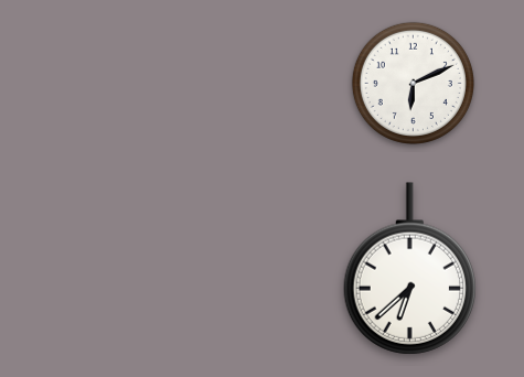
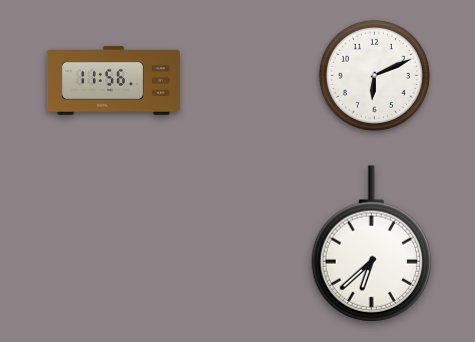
clock at (113, 81): none -> 11:56
